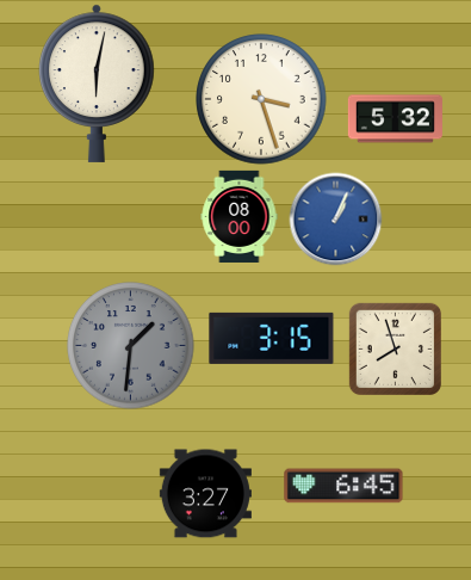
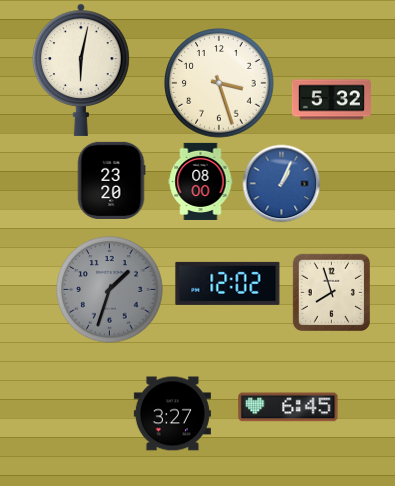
clock at (111, 180): none -> 23:20
clock at (272, 338): 3:15 -> 12:02
clock at (131, 346): 1:31 -> 1:33
